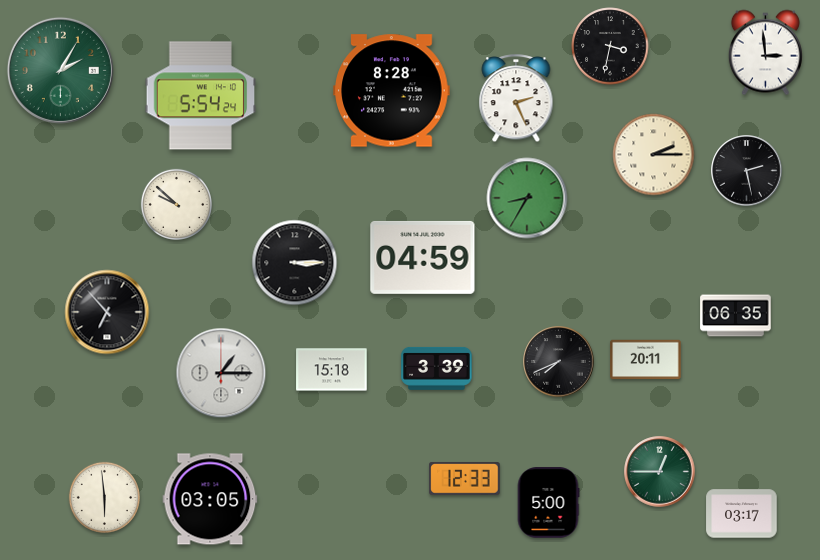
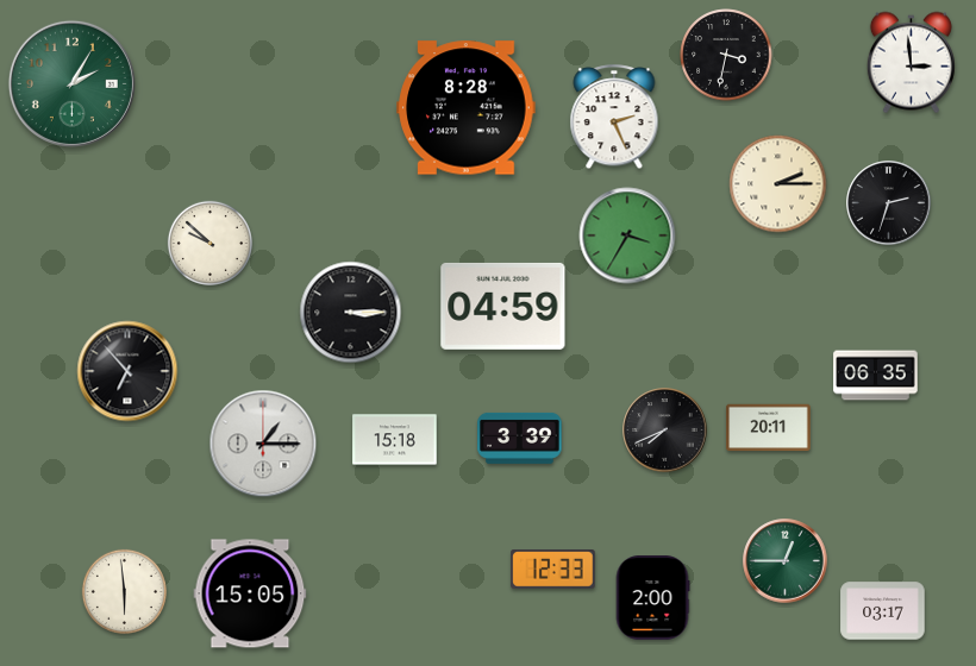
clock at (201, 96): 5:54 -> none
clock at (747, 171): 2:28 -> 2:33
clock at (527, 198): 8:35 -> 3:35
clock at (210, 499): 03:05 -> 15:05
clock at (548, 503): 5:00 -> 2:00
